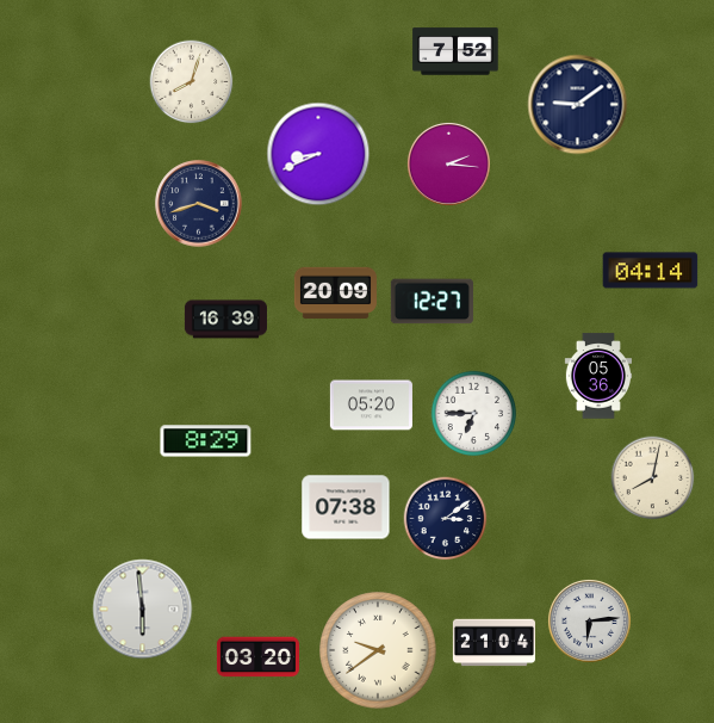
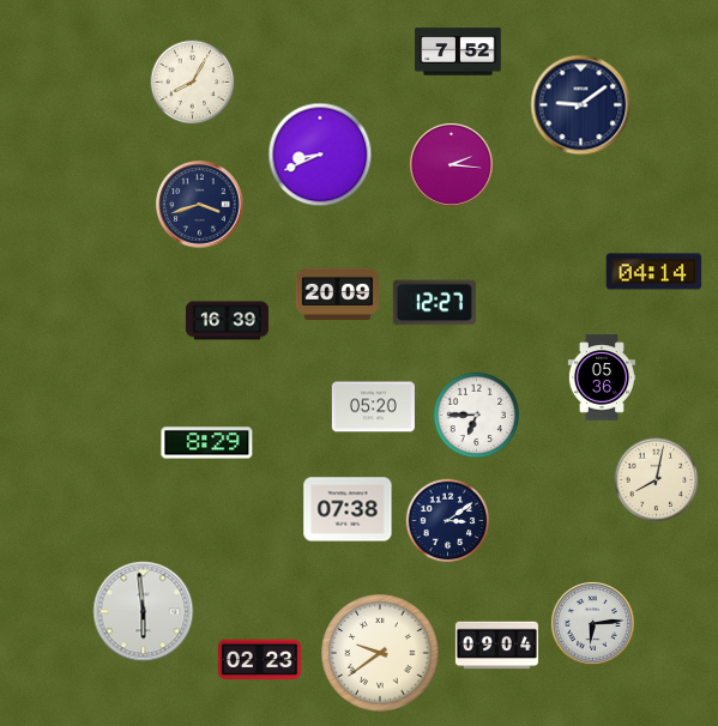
clock at (192, 82): 8:03 -> 8:05
clock at (493, 643): 21:04 -> 09:04
clock at (257, 657): 03:20 -> 02:23
